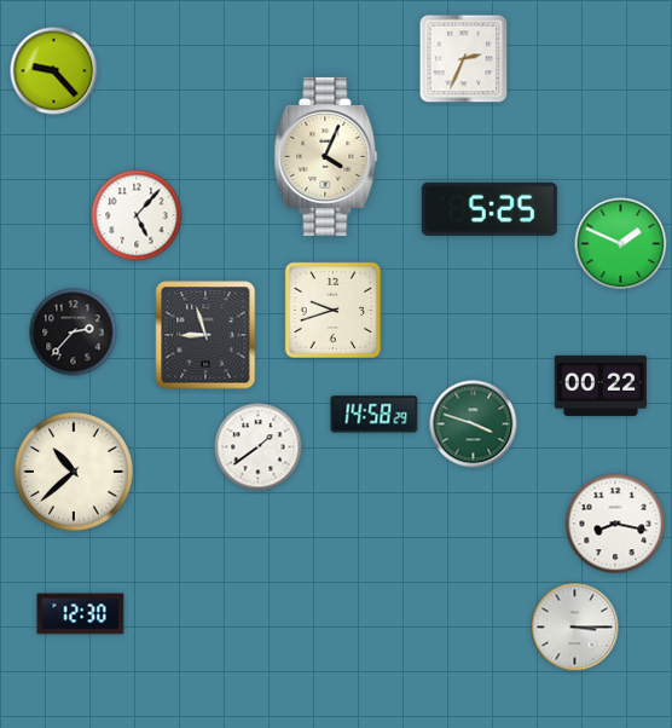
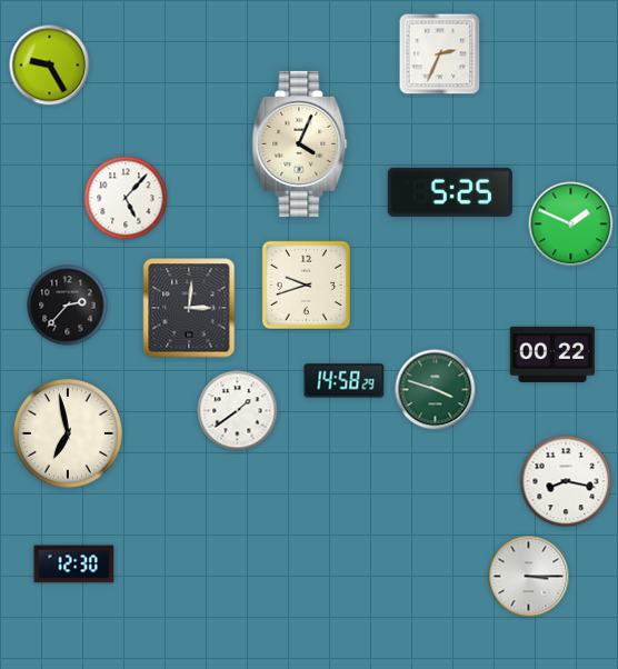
clock at (464, 59) position: (464, 59) -> (440, 54)
clock at (54, 71): 9:23 -> 9:25
clock at (205, 335): 8:57 -> 3:01
clock at (74, 472): 10:38 -> 6:58
